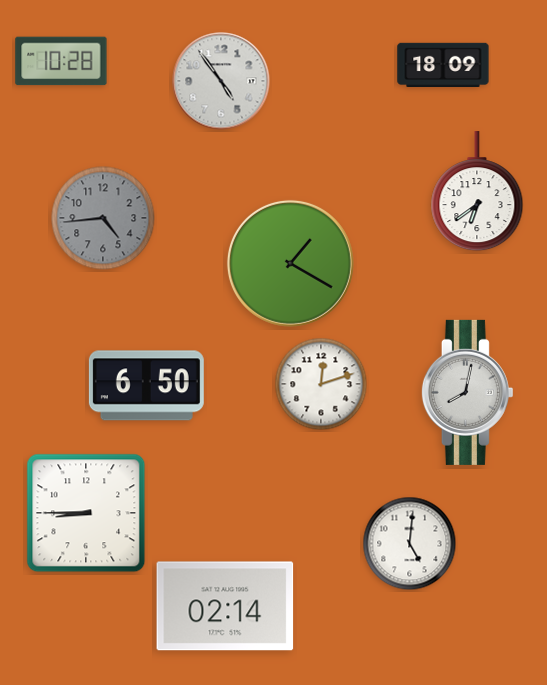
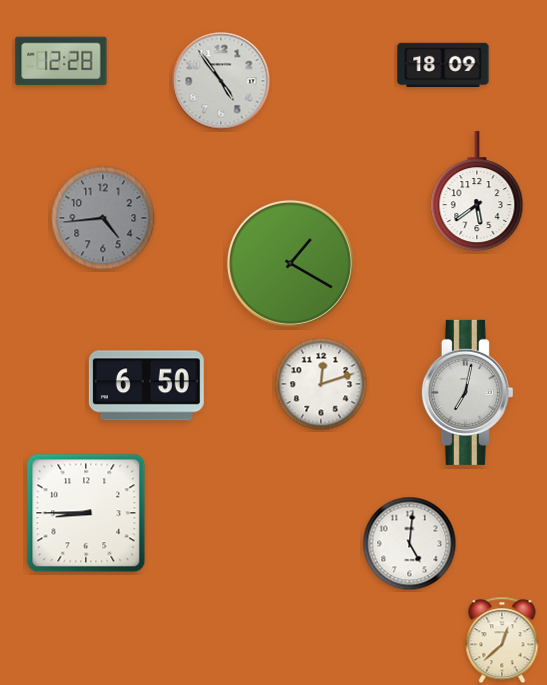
clock at (61, 61): 10:28 -> 12:28
clock at (477, 192): 6:39 -> 5:39
clock at (467, 392): 8:02 -> 7:02
clock at (225, 606): 02:14 -> none
clock at (502, 640): none -> 12:38
